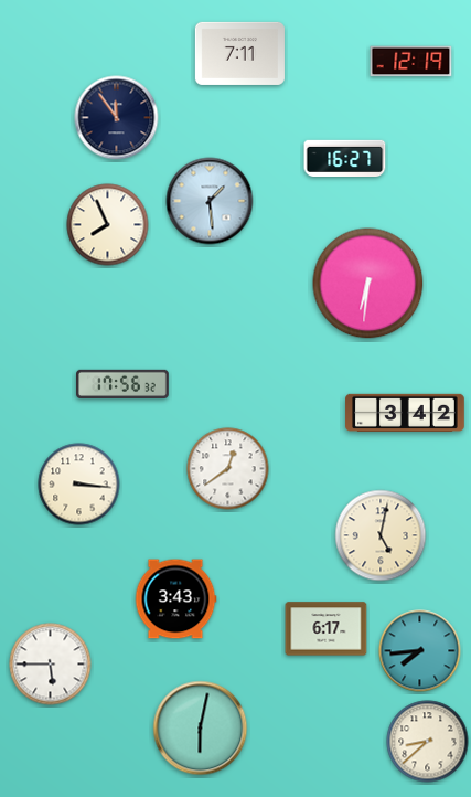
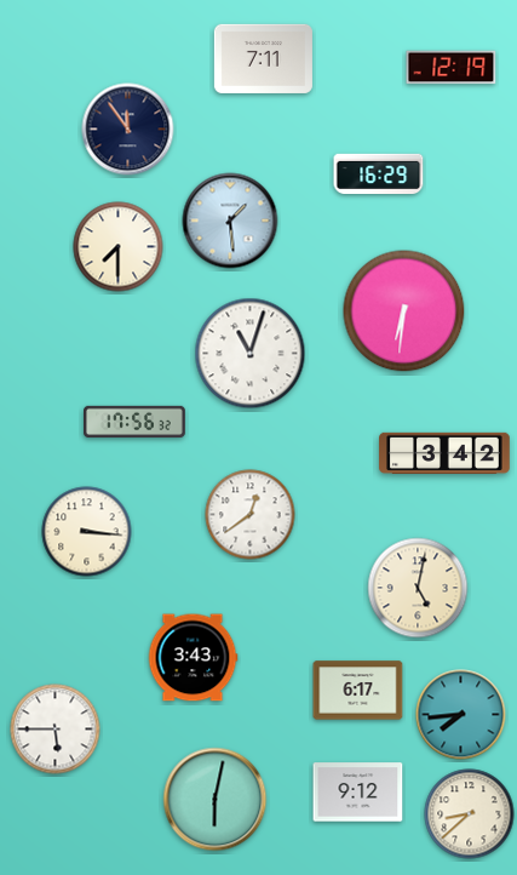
clock at (345, 158): 16:27 -> 16:29
clock at (108, 225): 7:56 -> 7:30
clock at (251, 354): none -> 11:03
clock at (358, 793): none -> 9:12
clock at (201, 729) position: (201, 729) -> (216, 800)
